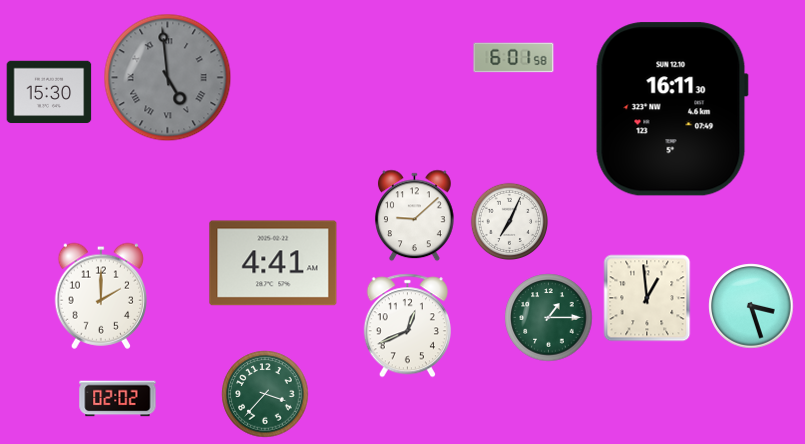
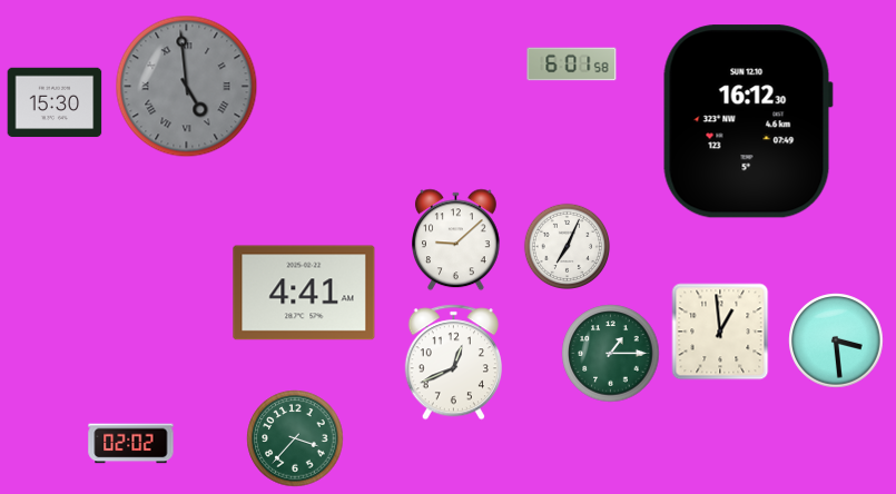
clock at (672, 109): 16:11 -> 16:12
clock at (415, 216) position: (415, 216) -> (456, 240)
clock at (101, 296): 2:00 -> none
clock at (751, 306): 3:27 -> 3:29
